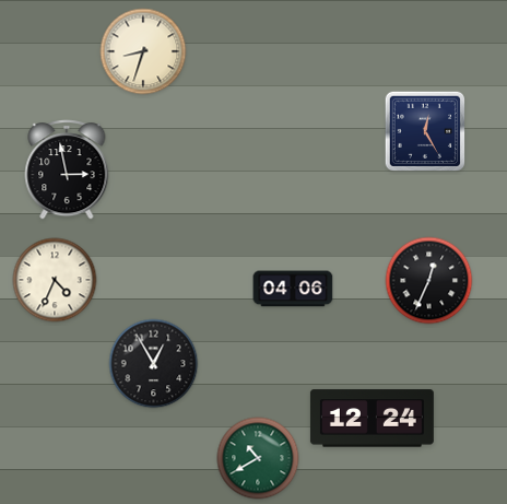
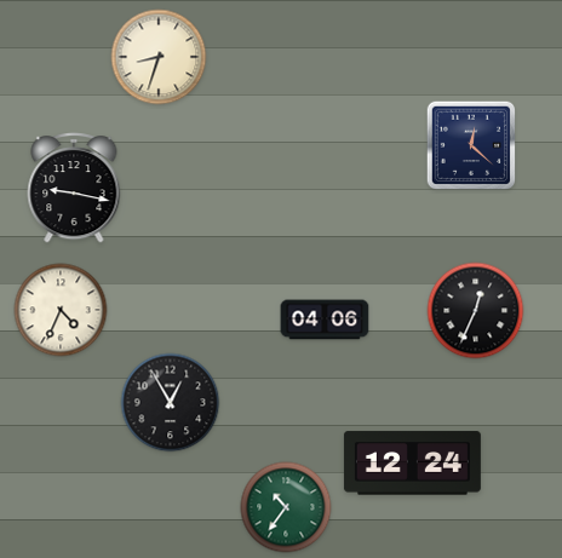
clock at (425, 131): 12:25 -> 12:22
clock at (67, 169): 2:58 -> 9:17
clock at (258, 458): 10:40 -> 10:36
